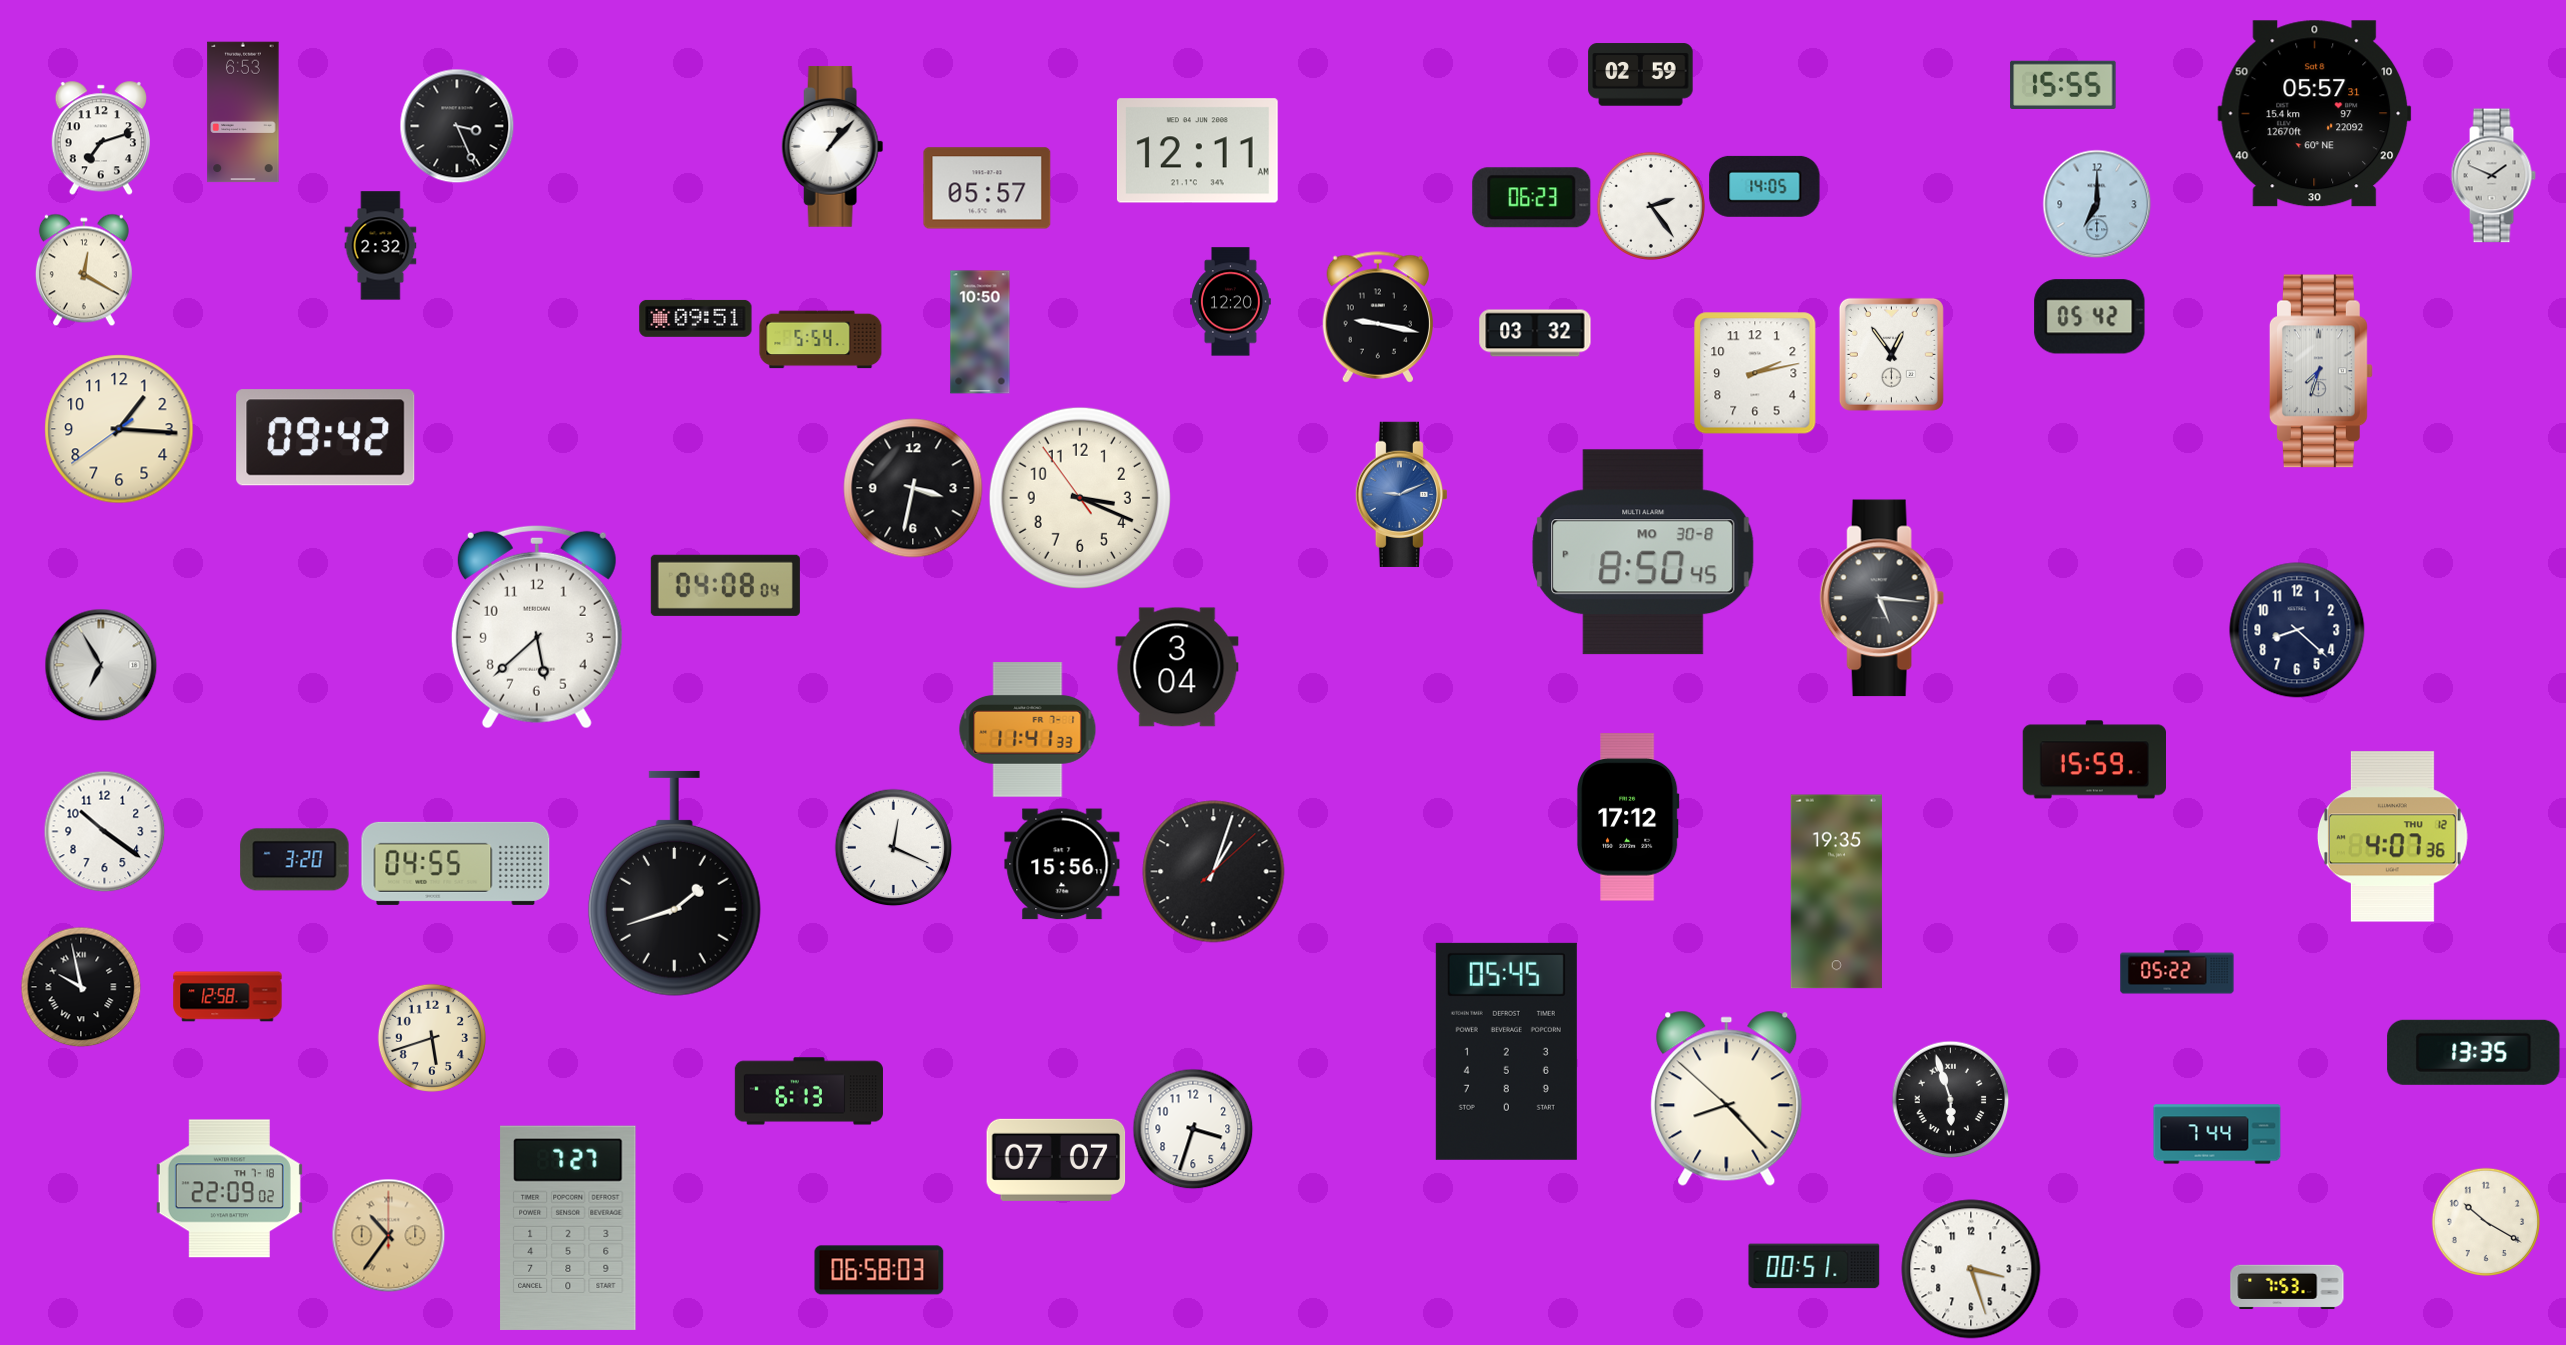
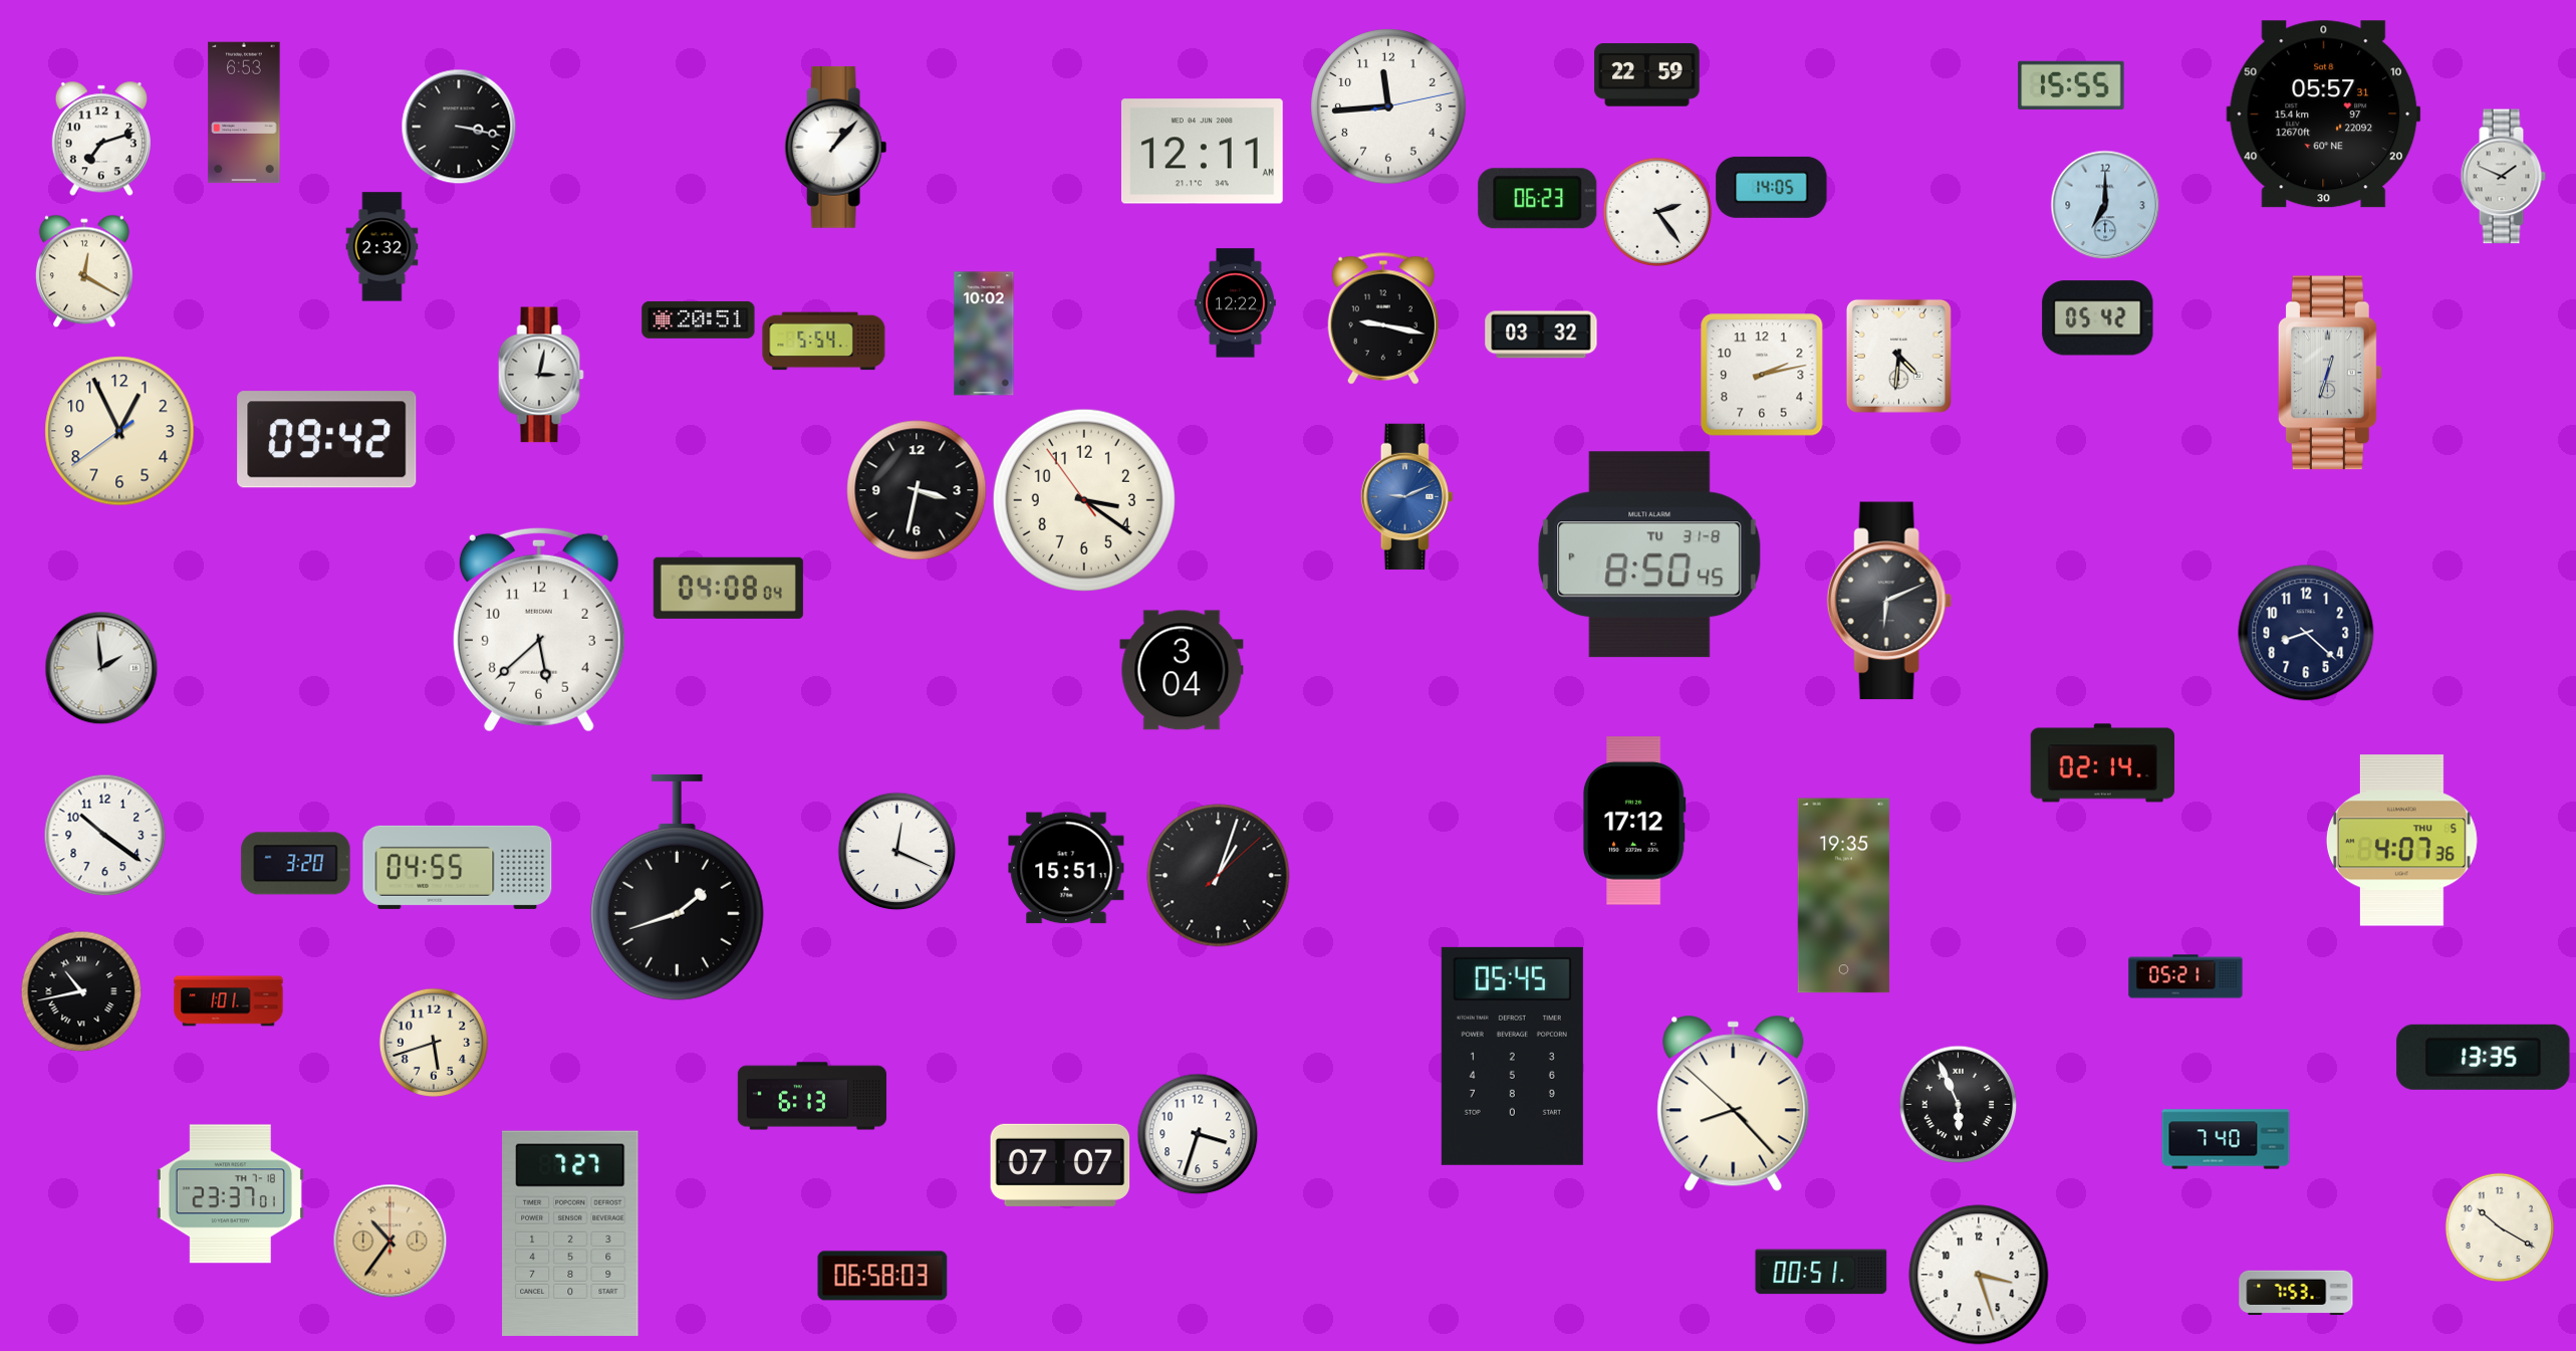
clock at (1641, 75): 02:59 -> 22:59
clock at (1388, 106): none -> 11:44
clock at (457, 126): 3:26 -> 3:17
clock at (987, 188): 05:57 -> none
clock at (1651, 206) position: (1651, 206) -> (1657, 212)
clock at (1231, 302): 12:20 -> 12:22
clock at (696, 318): 09:51 -> 20:51
clock at (980, 332): 10:50 -> 10:02
clock at (1891, 354): 12:54 -> 4:31
clock at (2321, 371): 7:33 -> 12:33
clock at (541, 375): none -> 3:02
clock at (119, 429): 1:15 -> 12:55
clock at (1080, 498): 3:18 -> 3:20
clock at (1643, 552) date: MO 30-8 -> TU 31-8
clock at (1882, 598): 5:16 -> 6:11
clock at (101, 665): 6:55 -> 1:59
clock at (1028, 730): 11:41 -> none
clock at (2095, 760): 15:59 -> 02:14
clock at (2392, 837) date: THU 12 -> THU 5
clock at (1062, 864): 15:56 -> 15:51
clock at (2177, 972): 05:22 -> 05:21
clock at (81, 987): 9:58 -> 10:43
clock at (228, 997): 12:58 -> 1:01
clock at (1950, 1099): 5:57 -> 5:56
clock at (2217, 1134): 7:44 -> 7:40
clock at (229, 1189): 22:09 -> 23:37
clock at (2486, 1222) position: (2486, 1222) -> (2500, 1227)
